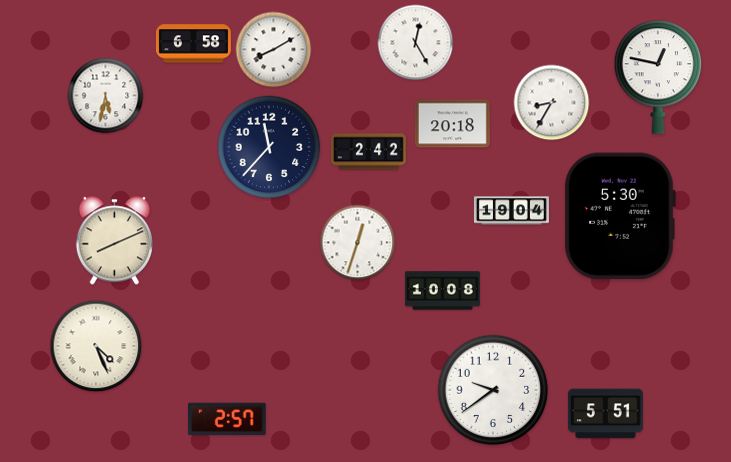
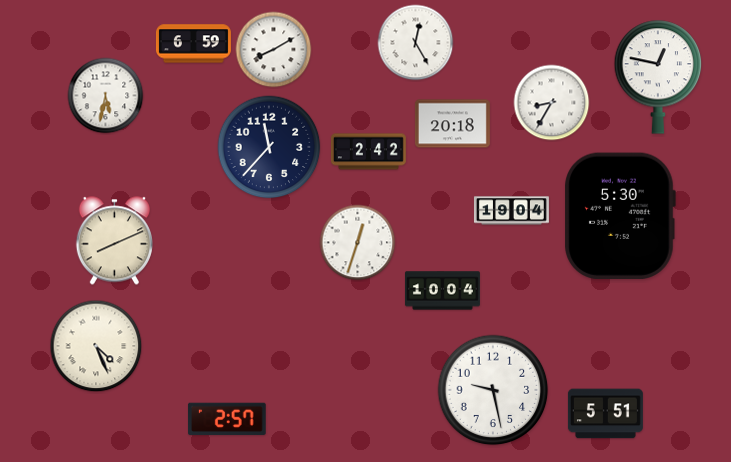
clock at (193, 44): 6:58 -> 6:59
clock at (442, 291): 10:08 -> 10:04
clock at (493, 390): 9:39 -> 9:28
